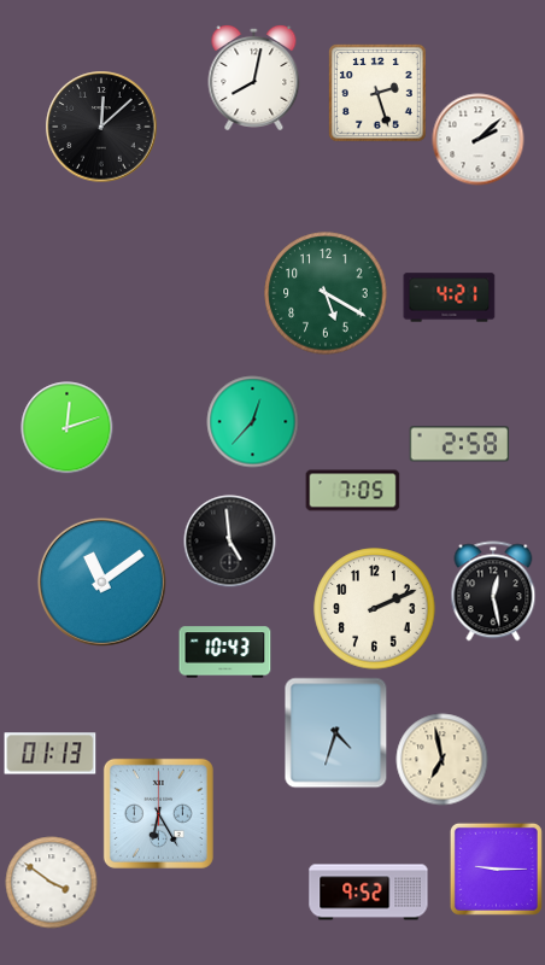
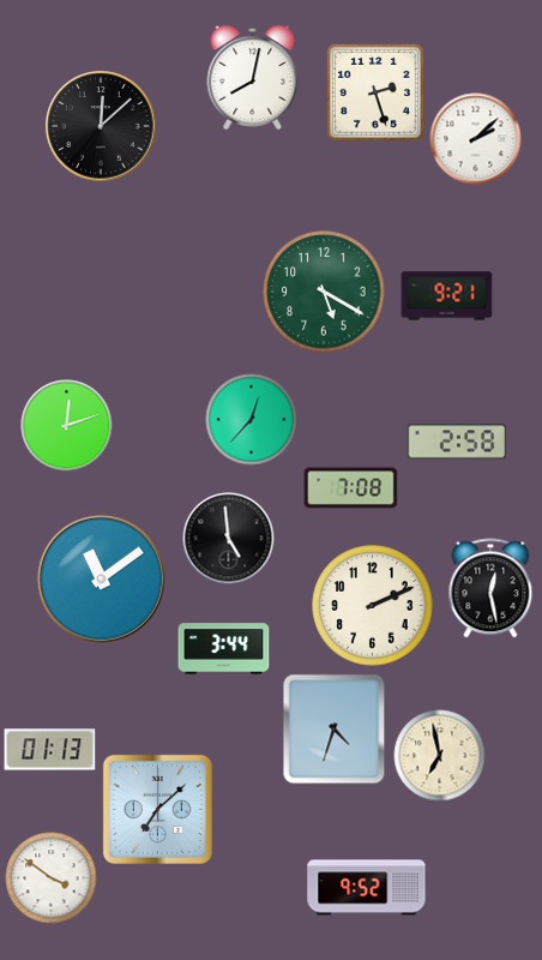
clock at (450, 298): 4:21 -> 9:21
clock at (353, 491): 7:05 -> 7:08
clock at (225, 653): 10:43 -> 3:44
clock at (158, 813): 6:25 -> 7:08
clock at (496, 868): 9:15 -> none
